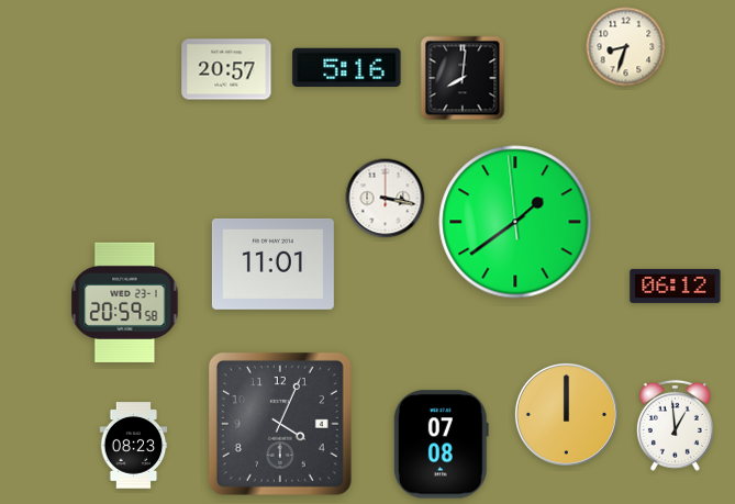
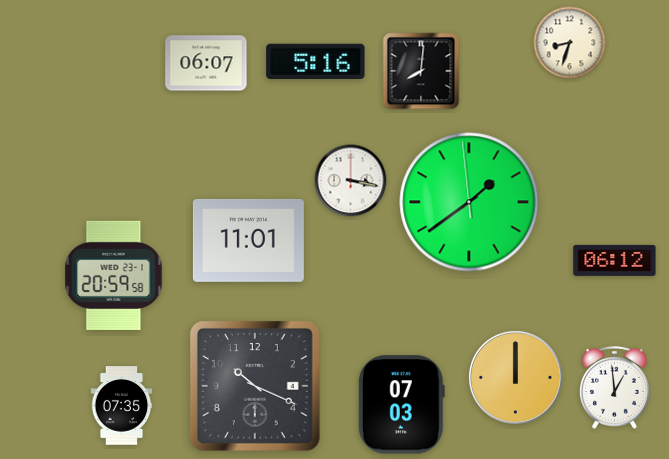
clock at (226, 69): 20:57 -> 06:07
clock at (280, 424): 4:04 -> 10:19
clock at (441, 445): 07:08 -> 07:03
clock at (134, 446): 08:23 -> 07:35
